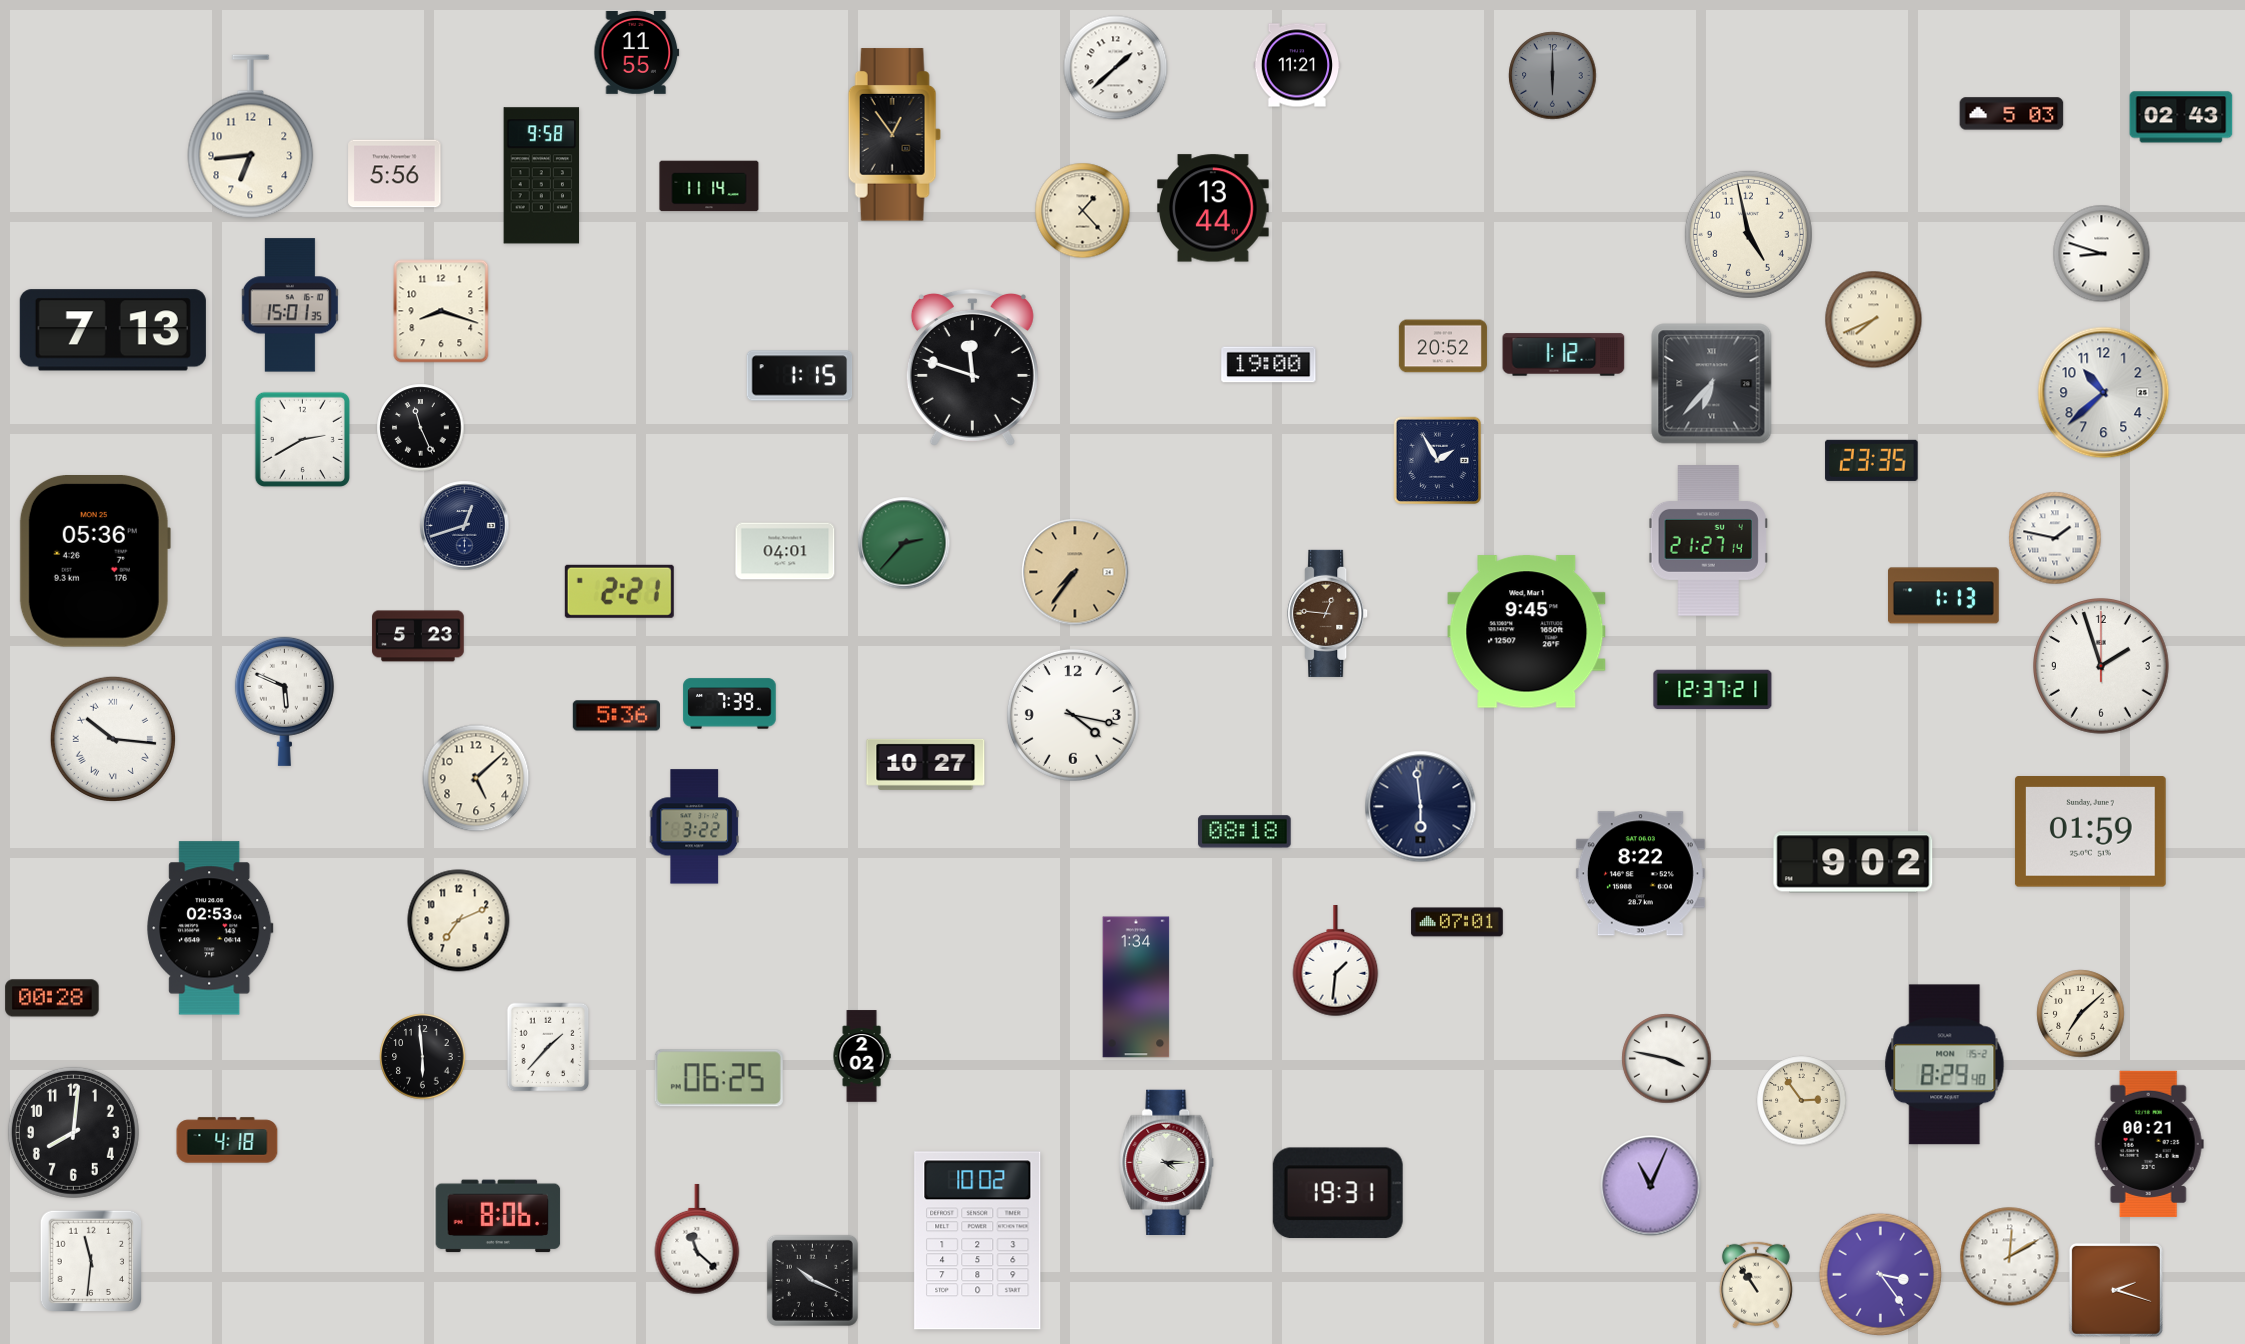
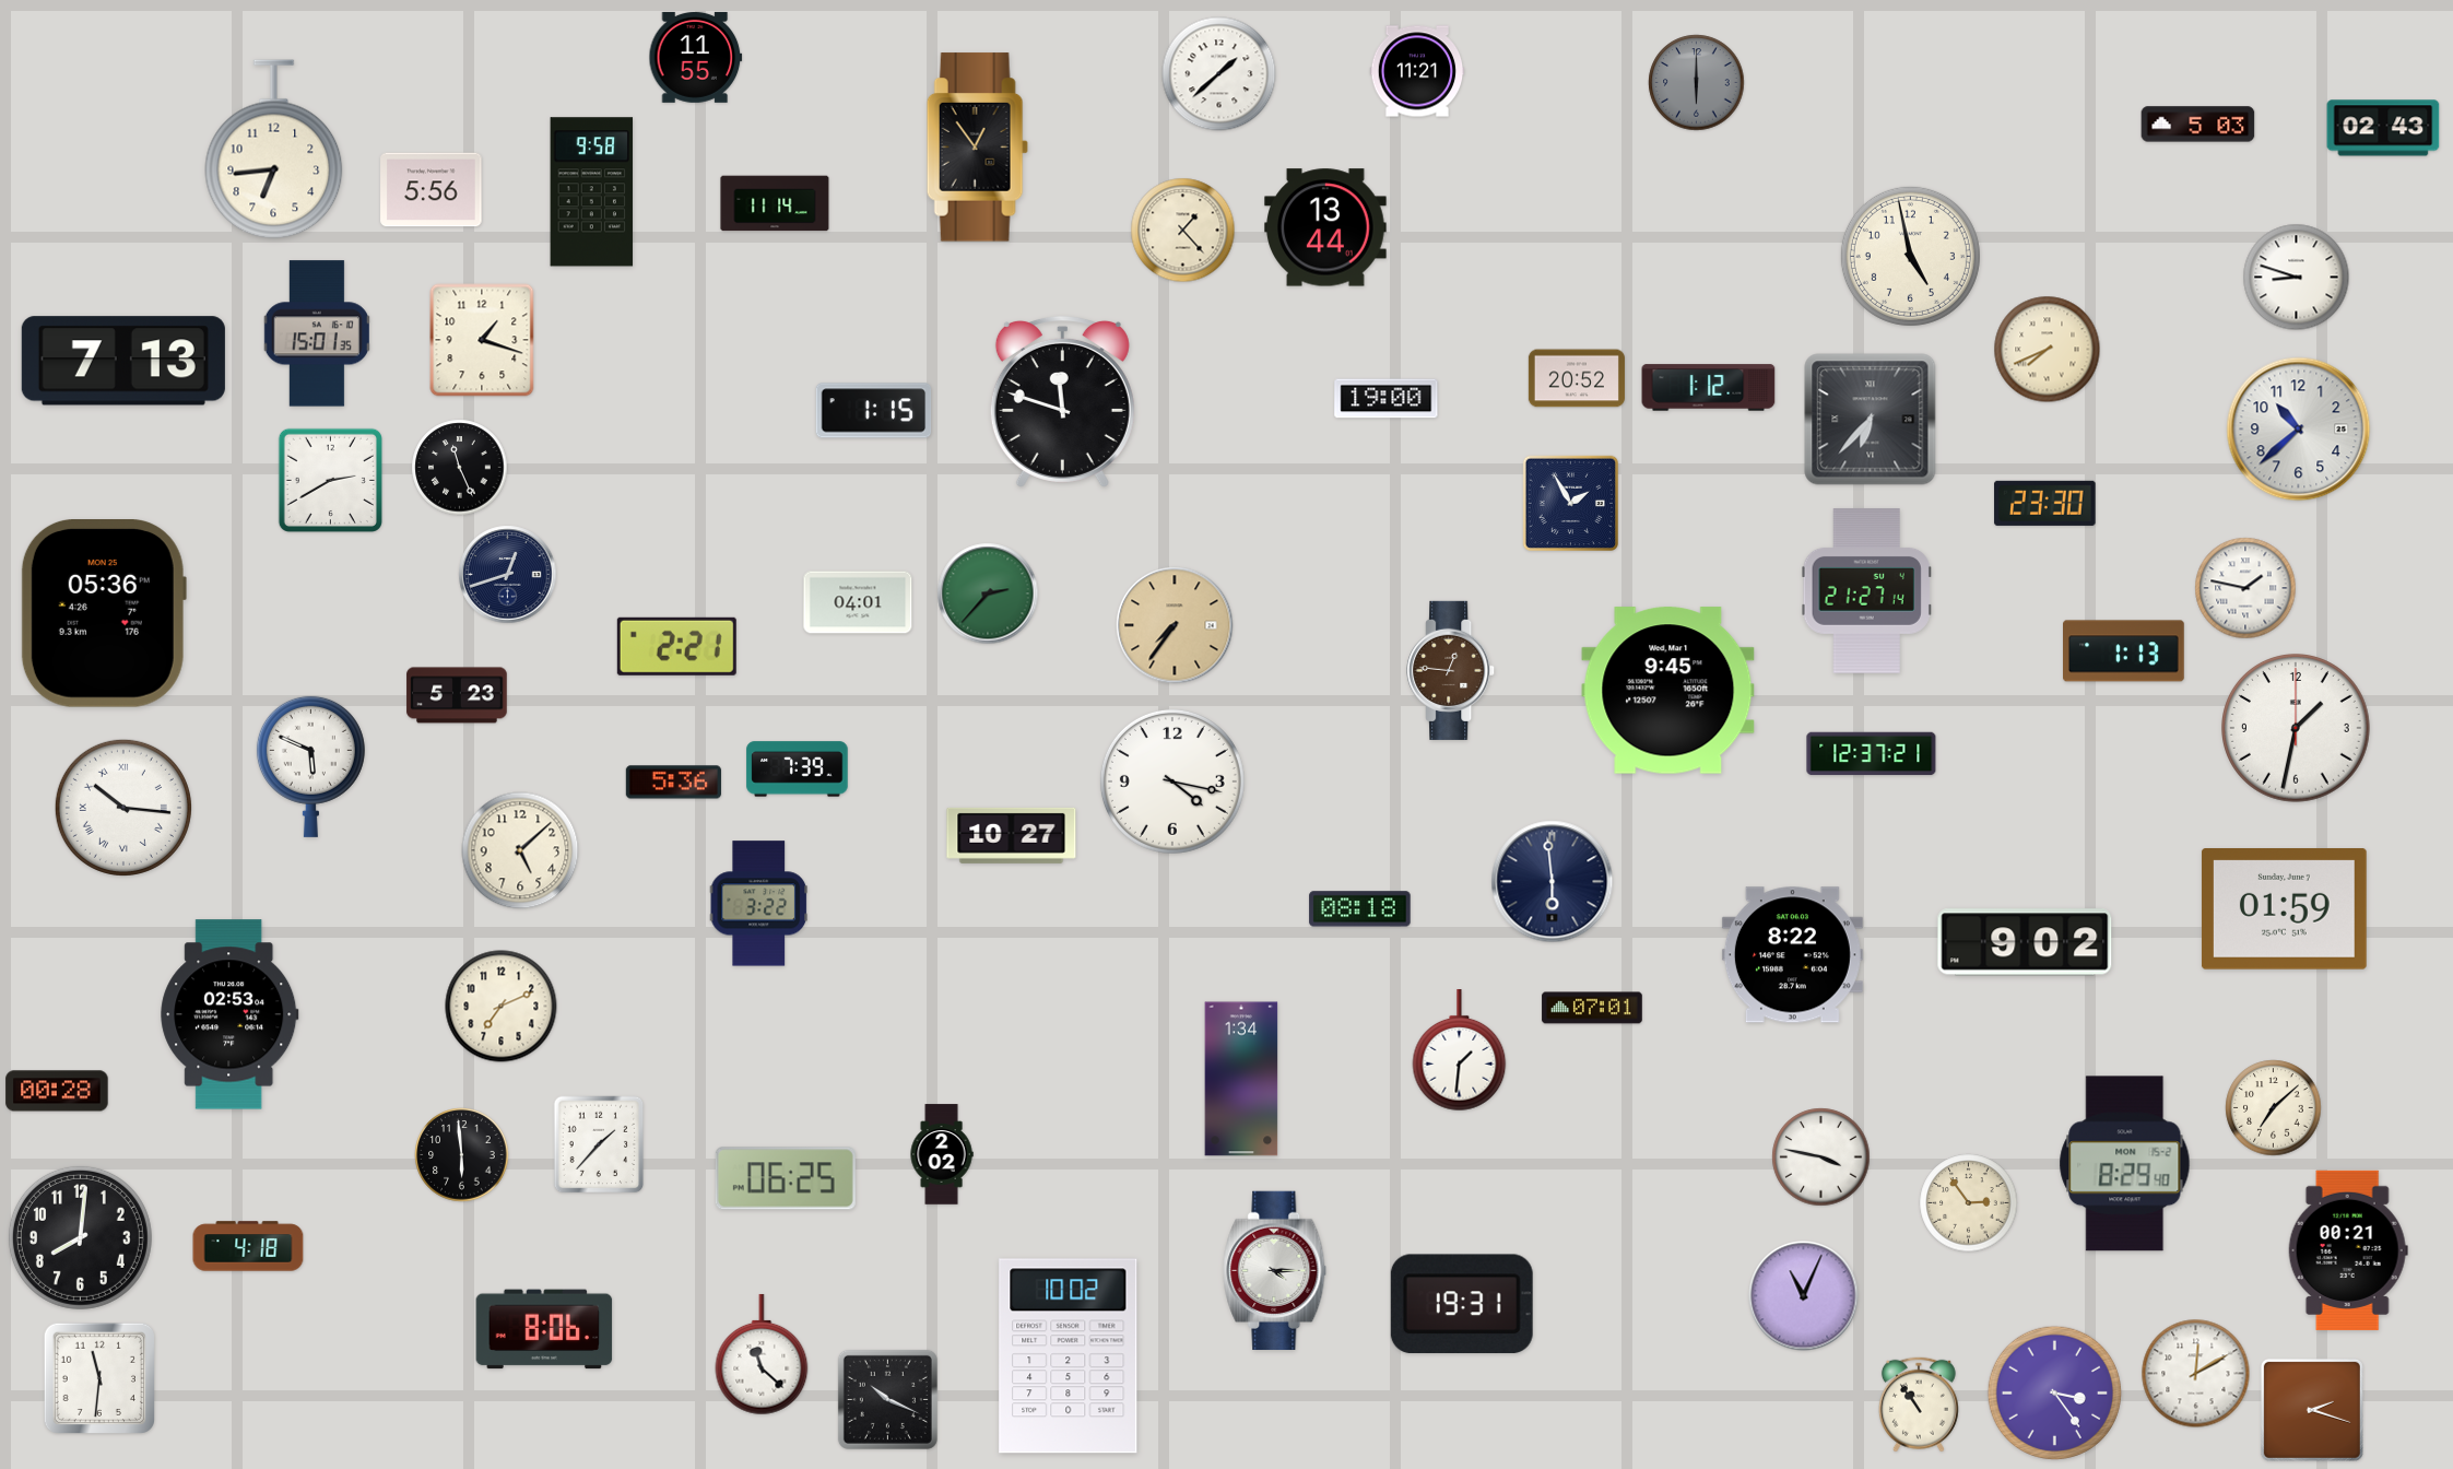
clock at (441, 311): 8:18 -> 1:18
clock at (1872, 460): 23:35 -> 23:30
clock at (2102, 667): 1:57 -> 1:32
